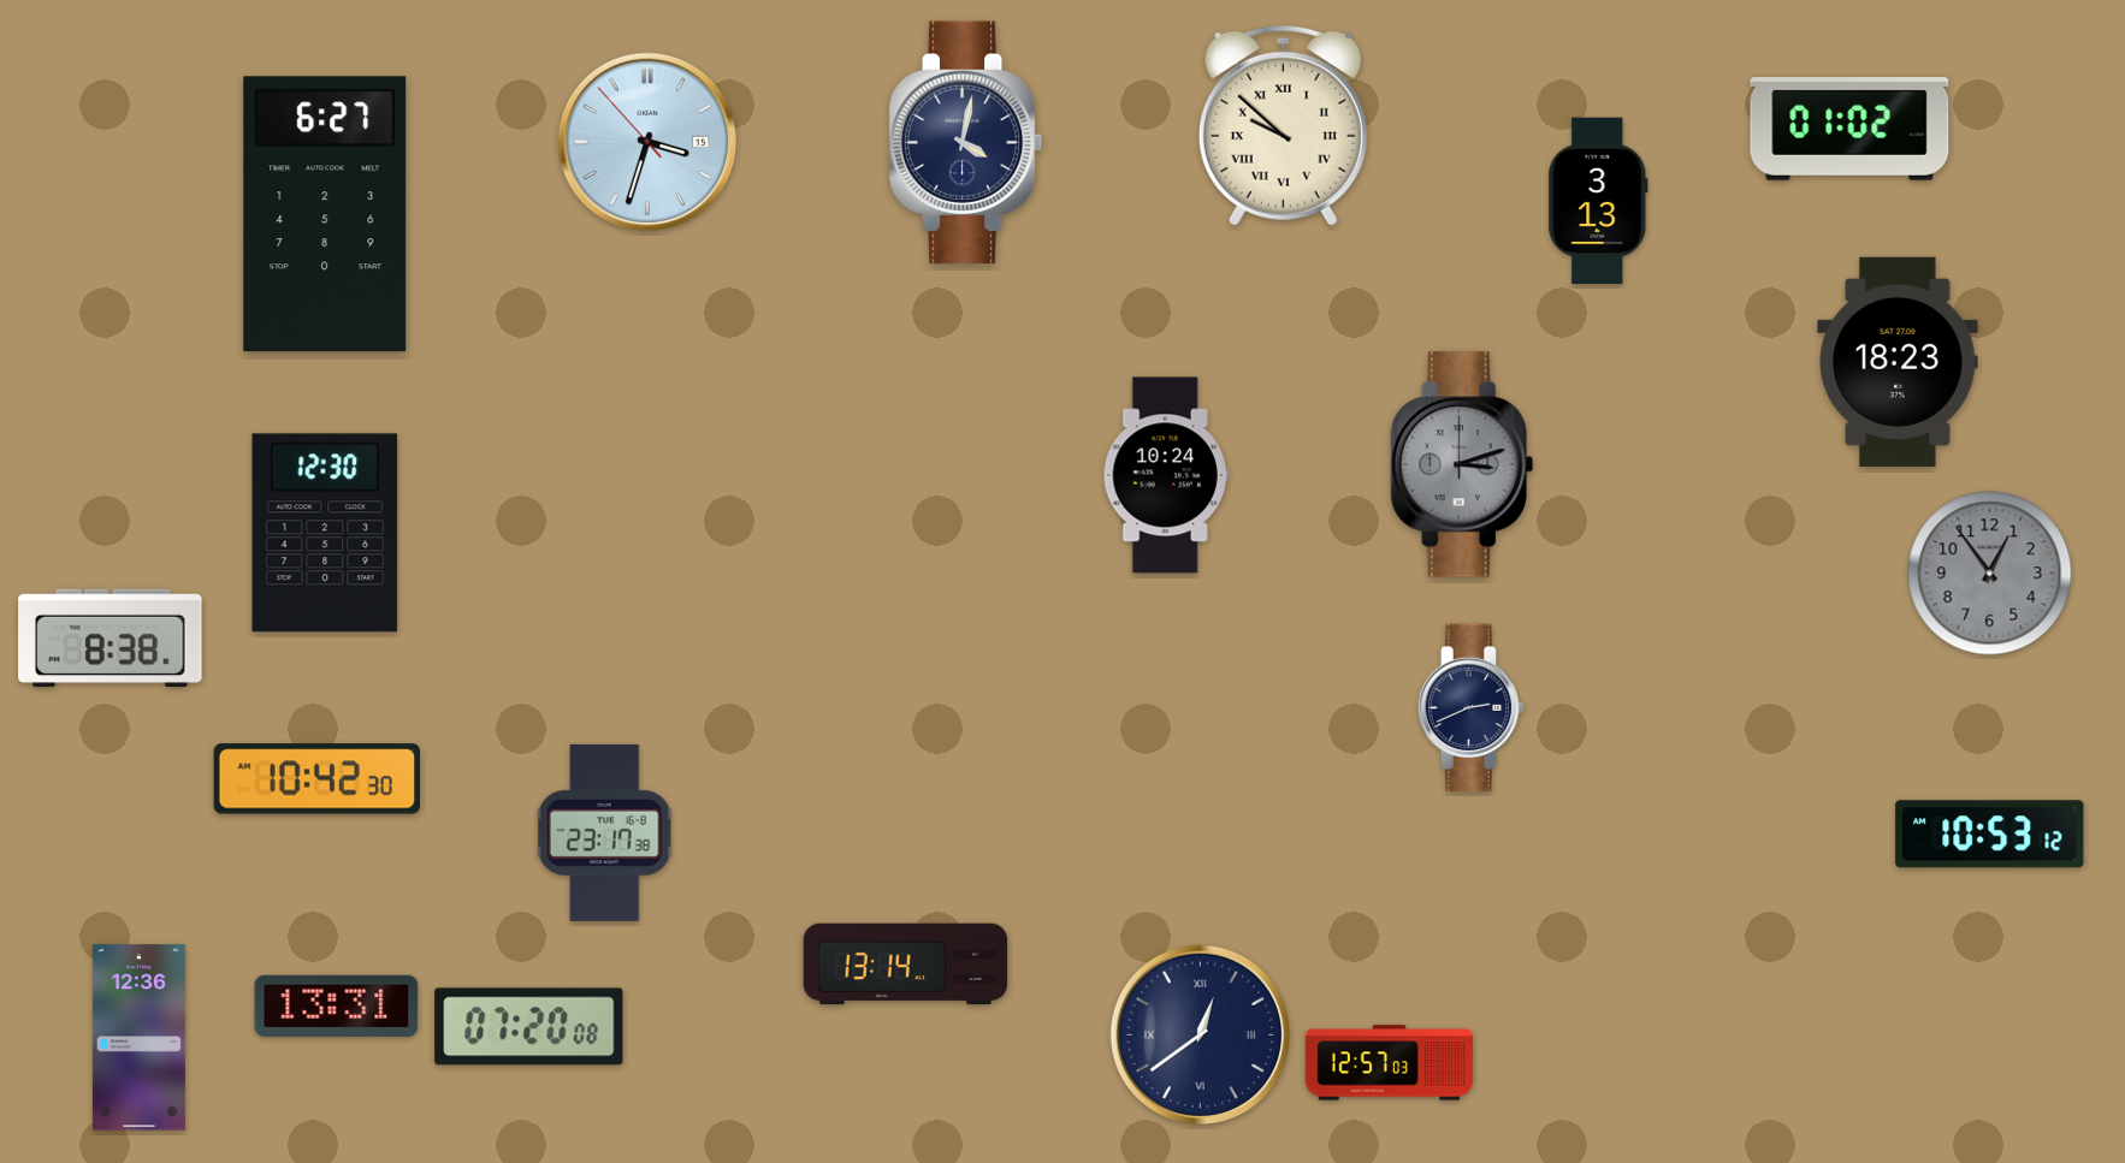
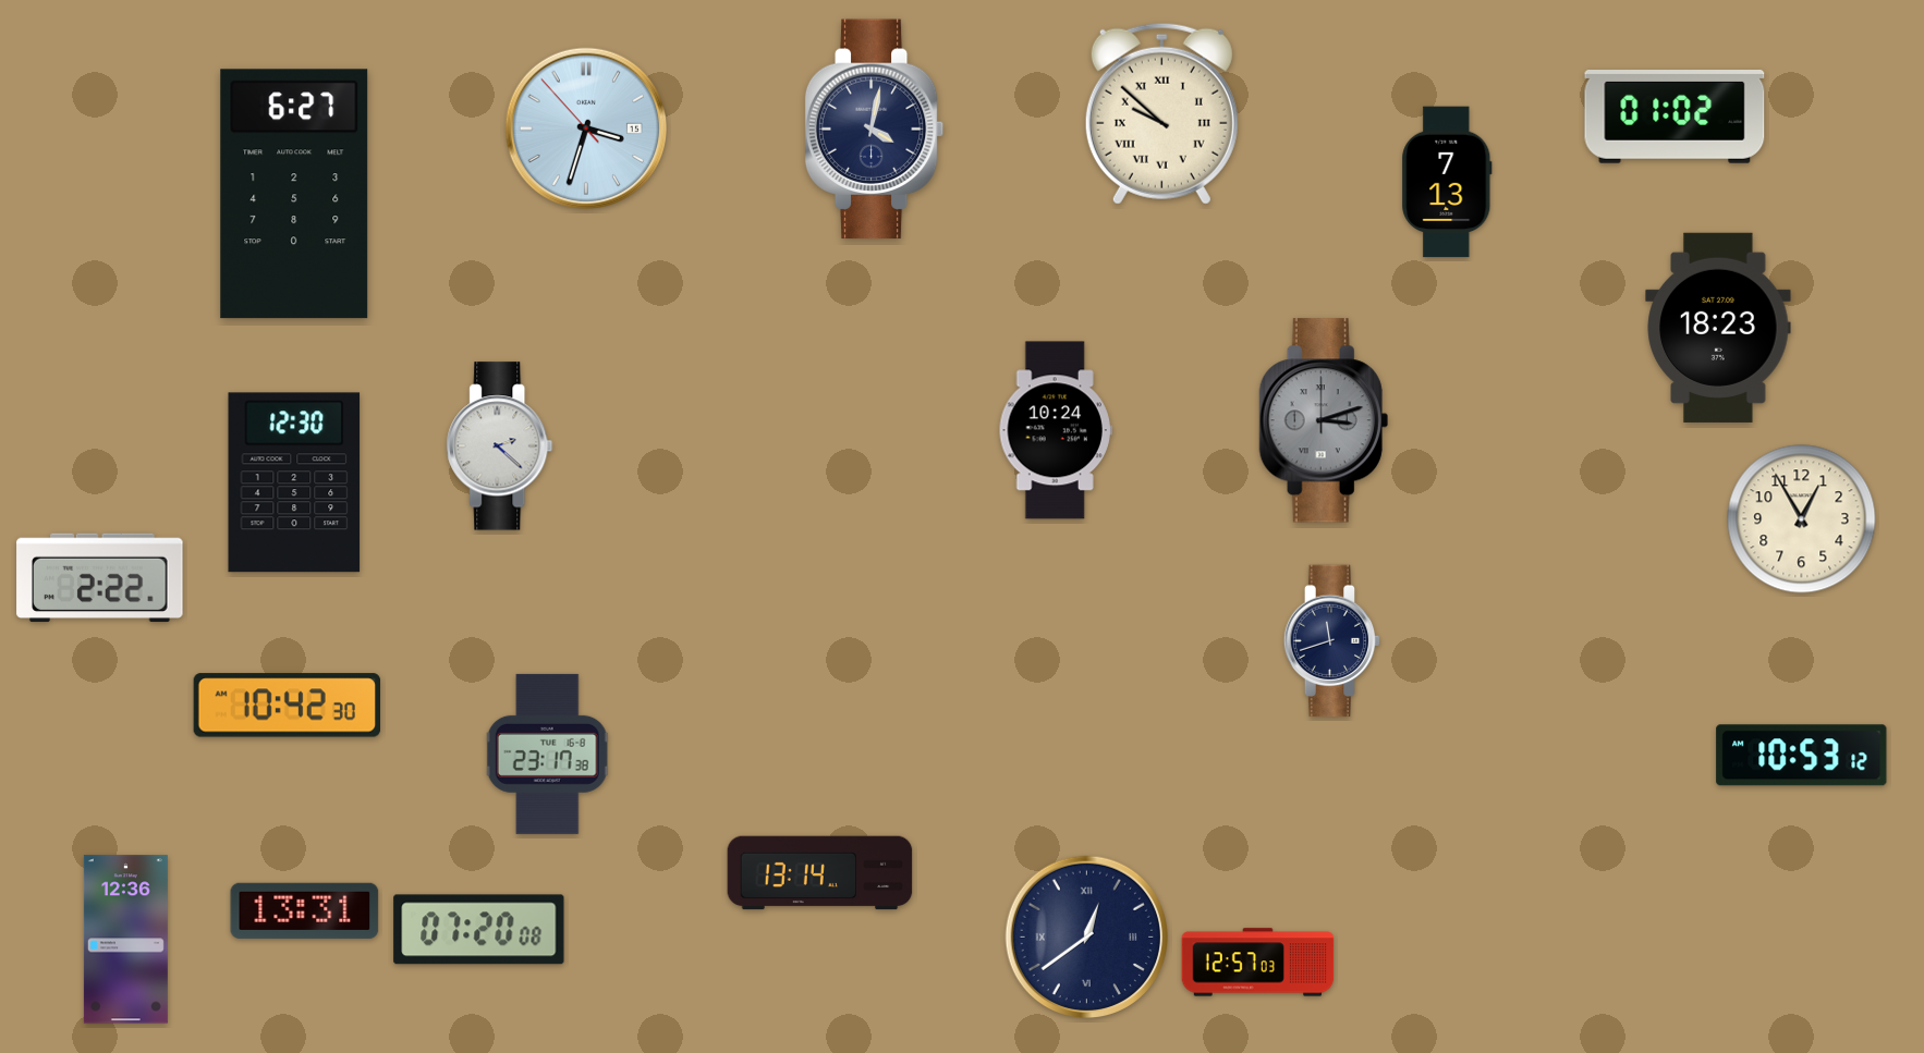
clock at (1598, 201): 3:13 -> 7:13
clock at (500, 446): none -> 2:22
clock at (1990, 574): 12:54 -> 12:55
clock at (1990, 574) dial: grey -> cream
clock at (111, 639): 8:38 -> 2:22
clock at (1472, 708): 2:41 -> 11:42
